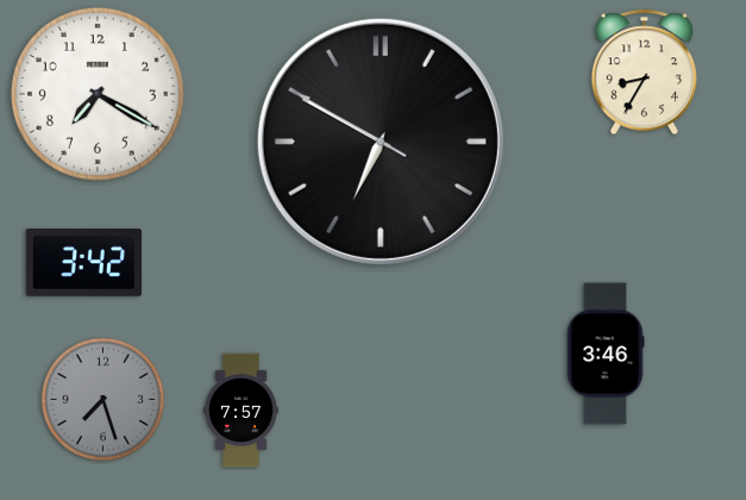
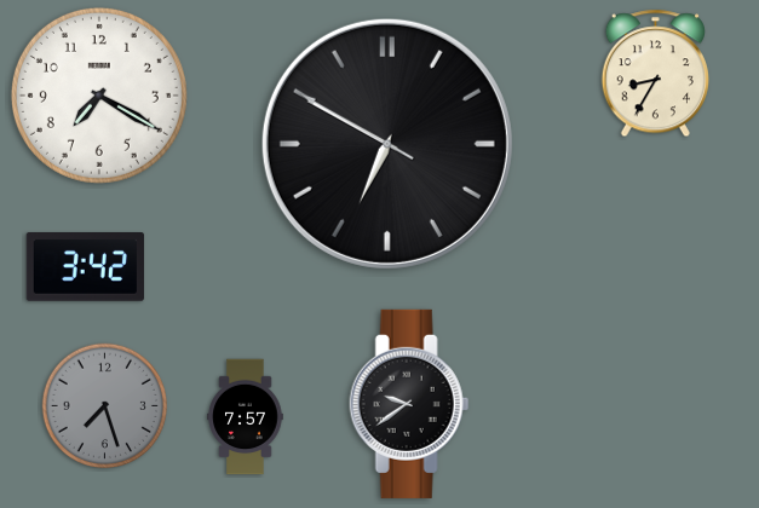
clock at (606, 354): 3:46 -> none
clock at (409, 404): none -> 9:39
